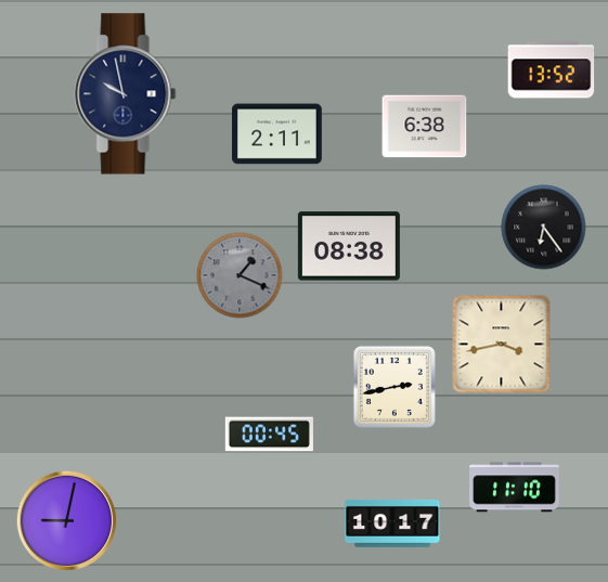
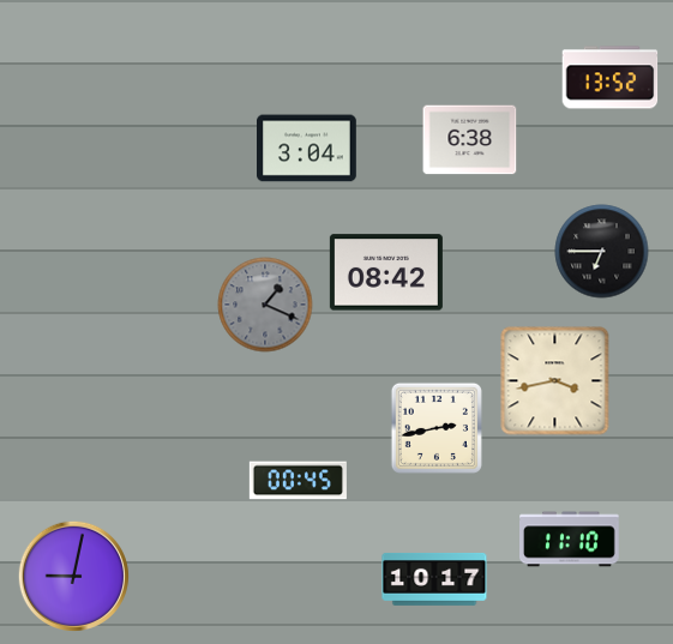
clock at (126, 94): 9:58 -> none
clock at (277, 134): 2:11 -> 3:04
clock at (544, 228): 6:24 -> 6:45
clock at (349, 246): 08:38 -> 08:42
